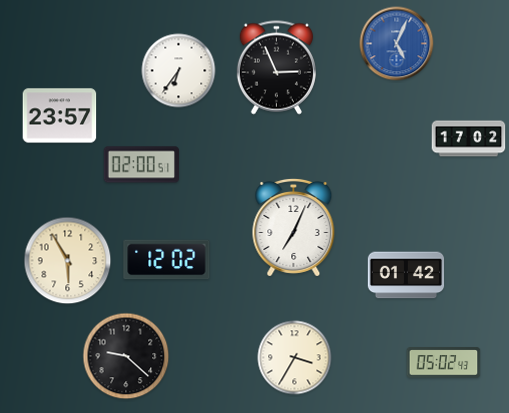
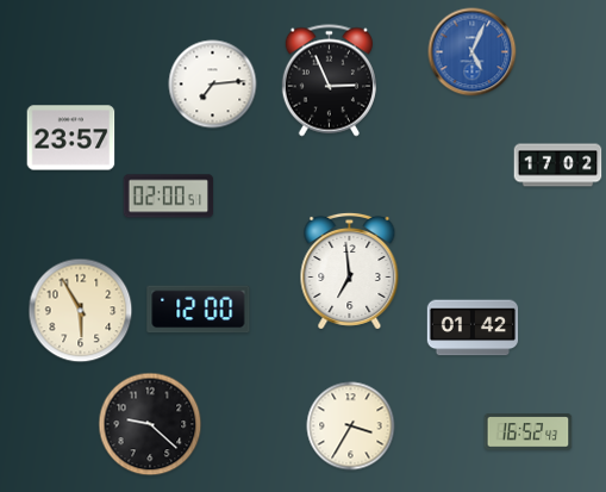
clock at (179, 71): 6:36 -> 7:14
clock at (294, 227): 7:04 -> 6:59
clock at (167, 260): 12:02 -> 12:00
clock at (406, 275) position: (406, 275) -> (473, 328)
clock at (444, 363): 05:02 -> 16:52
